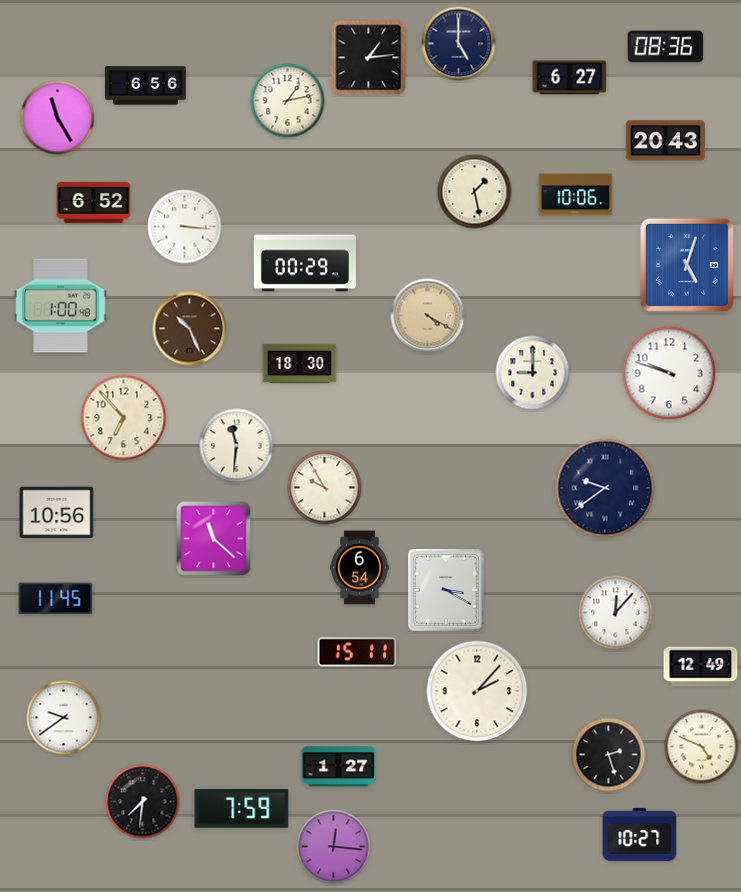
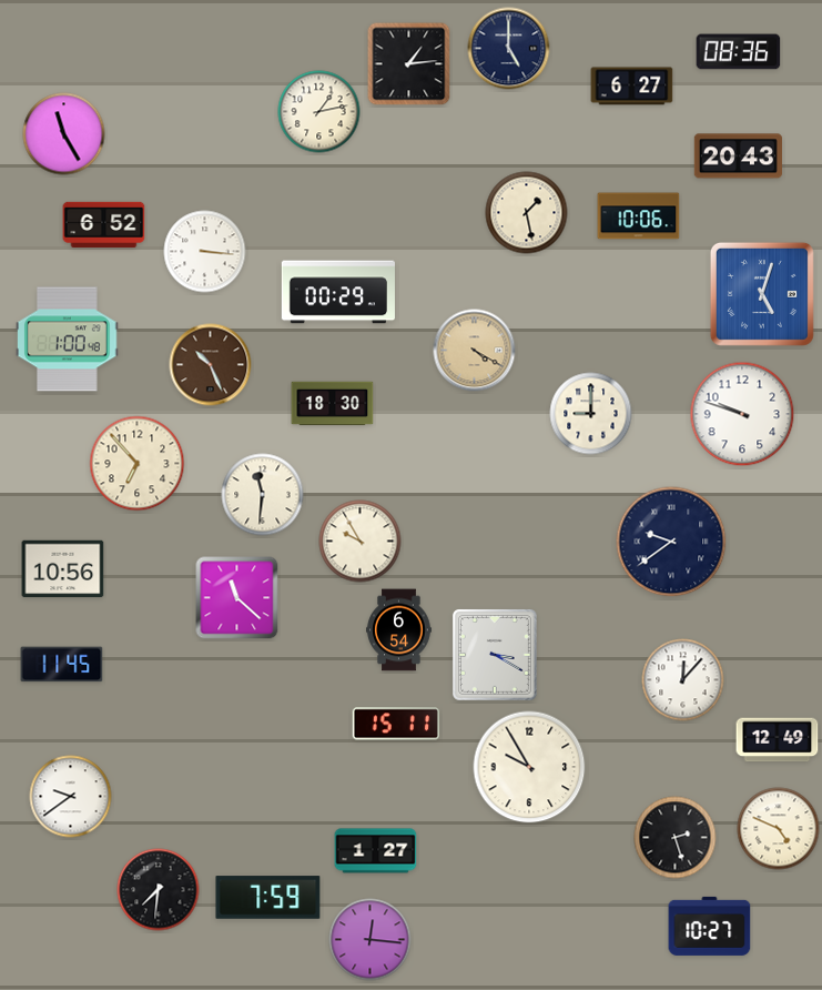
clock at (145, 86): 6:56 -> none
clock at (58, 118) position: (58, 118) -> (64, 134)
clock at (477, 691): 2:07 -> 9:55
